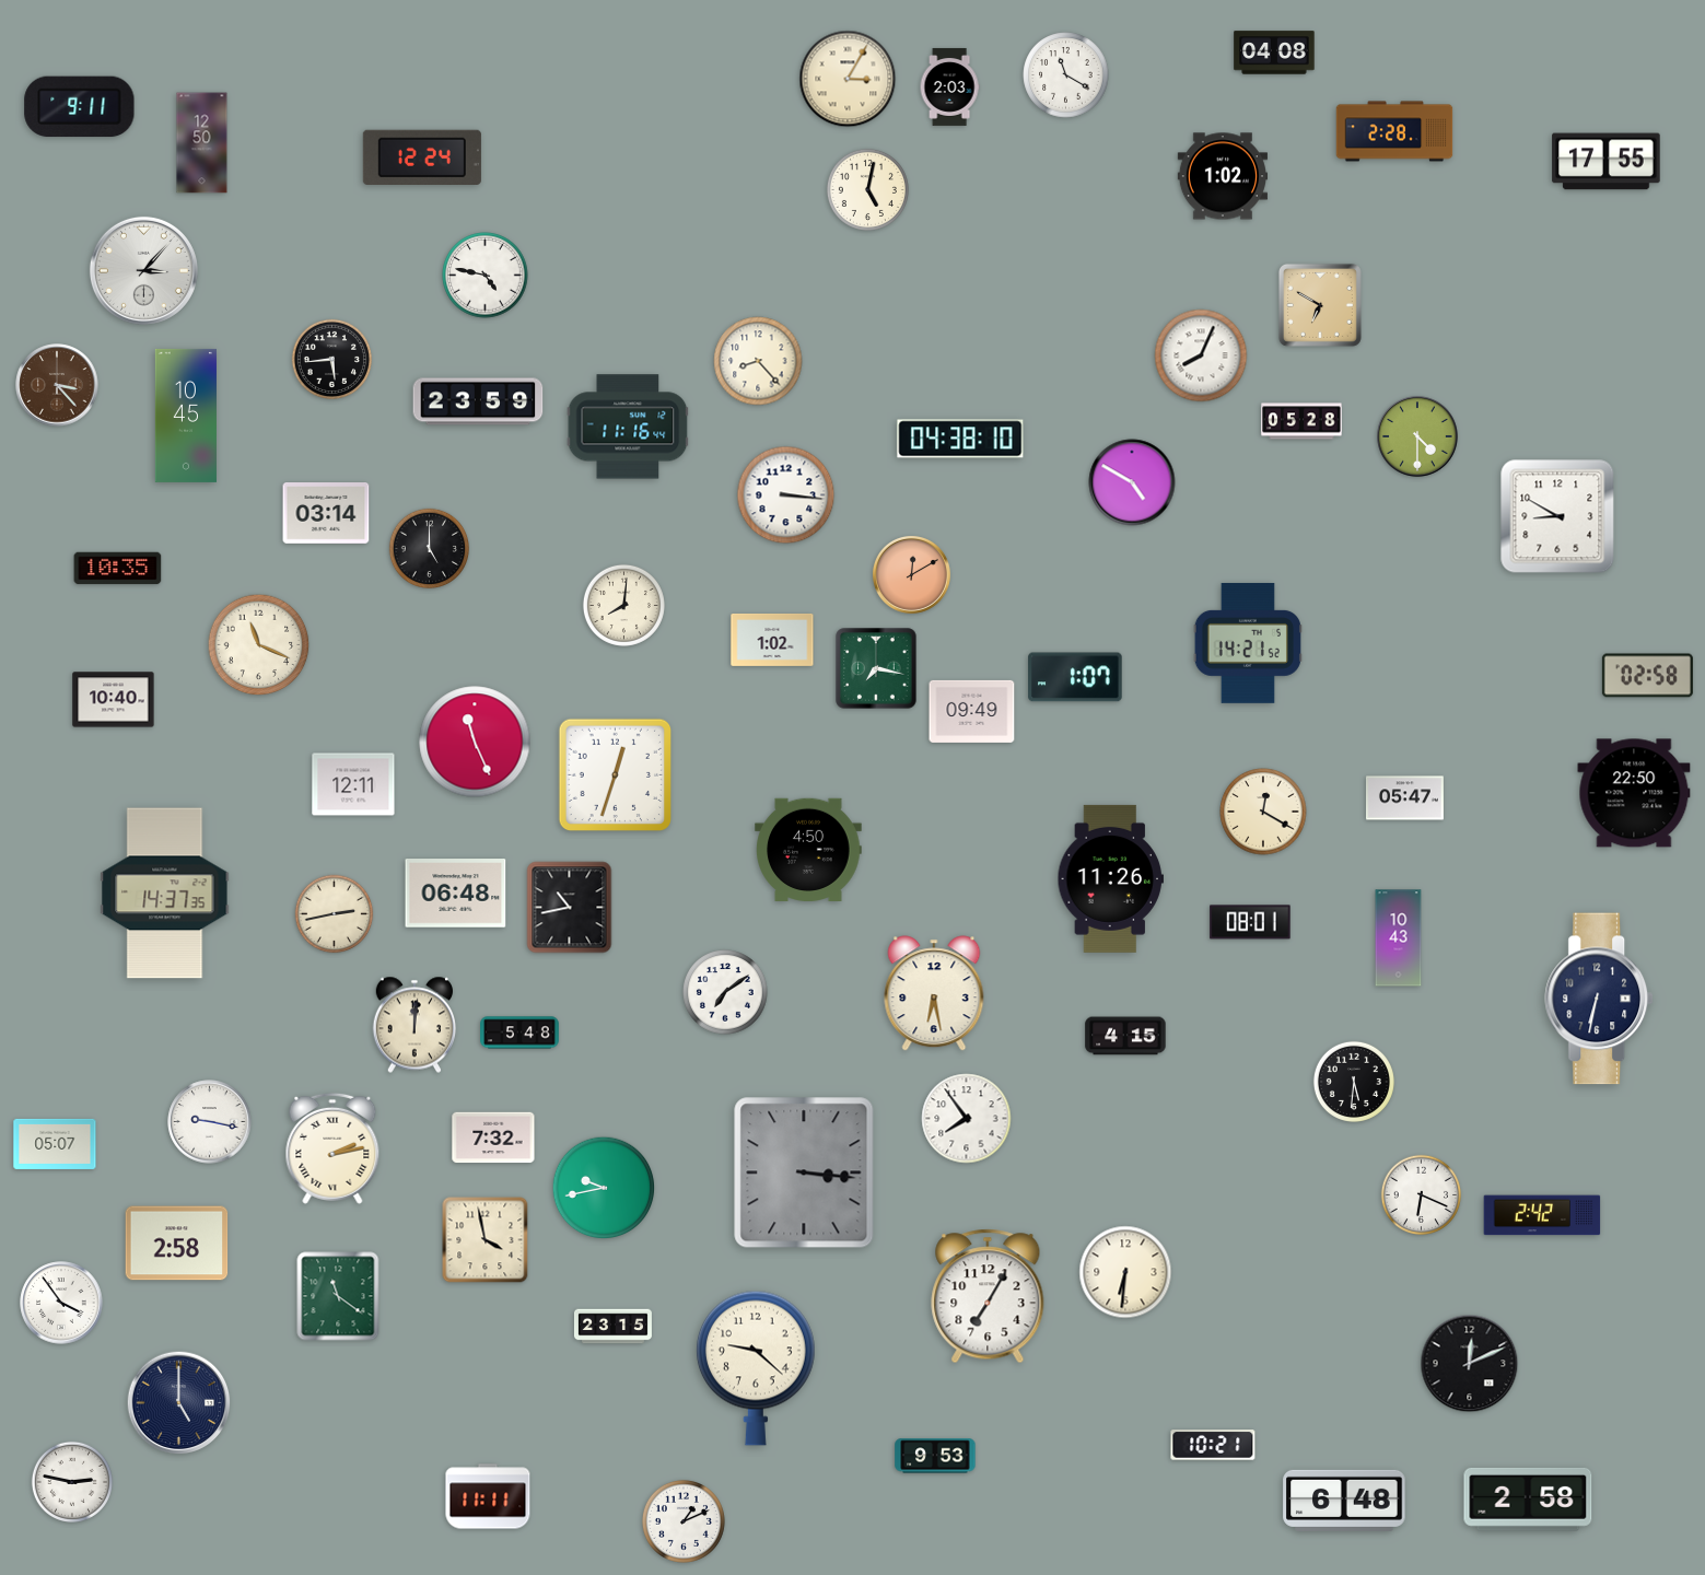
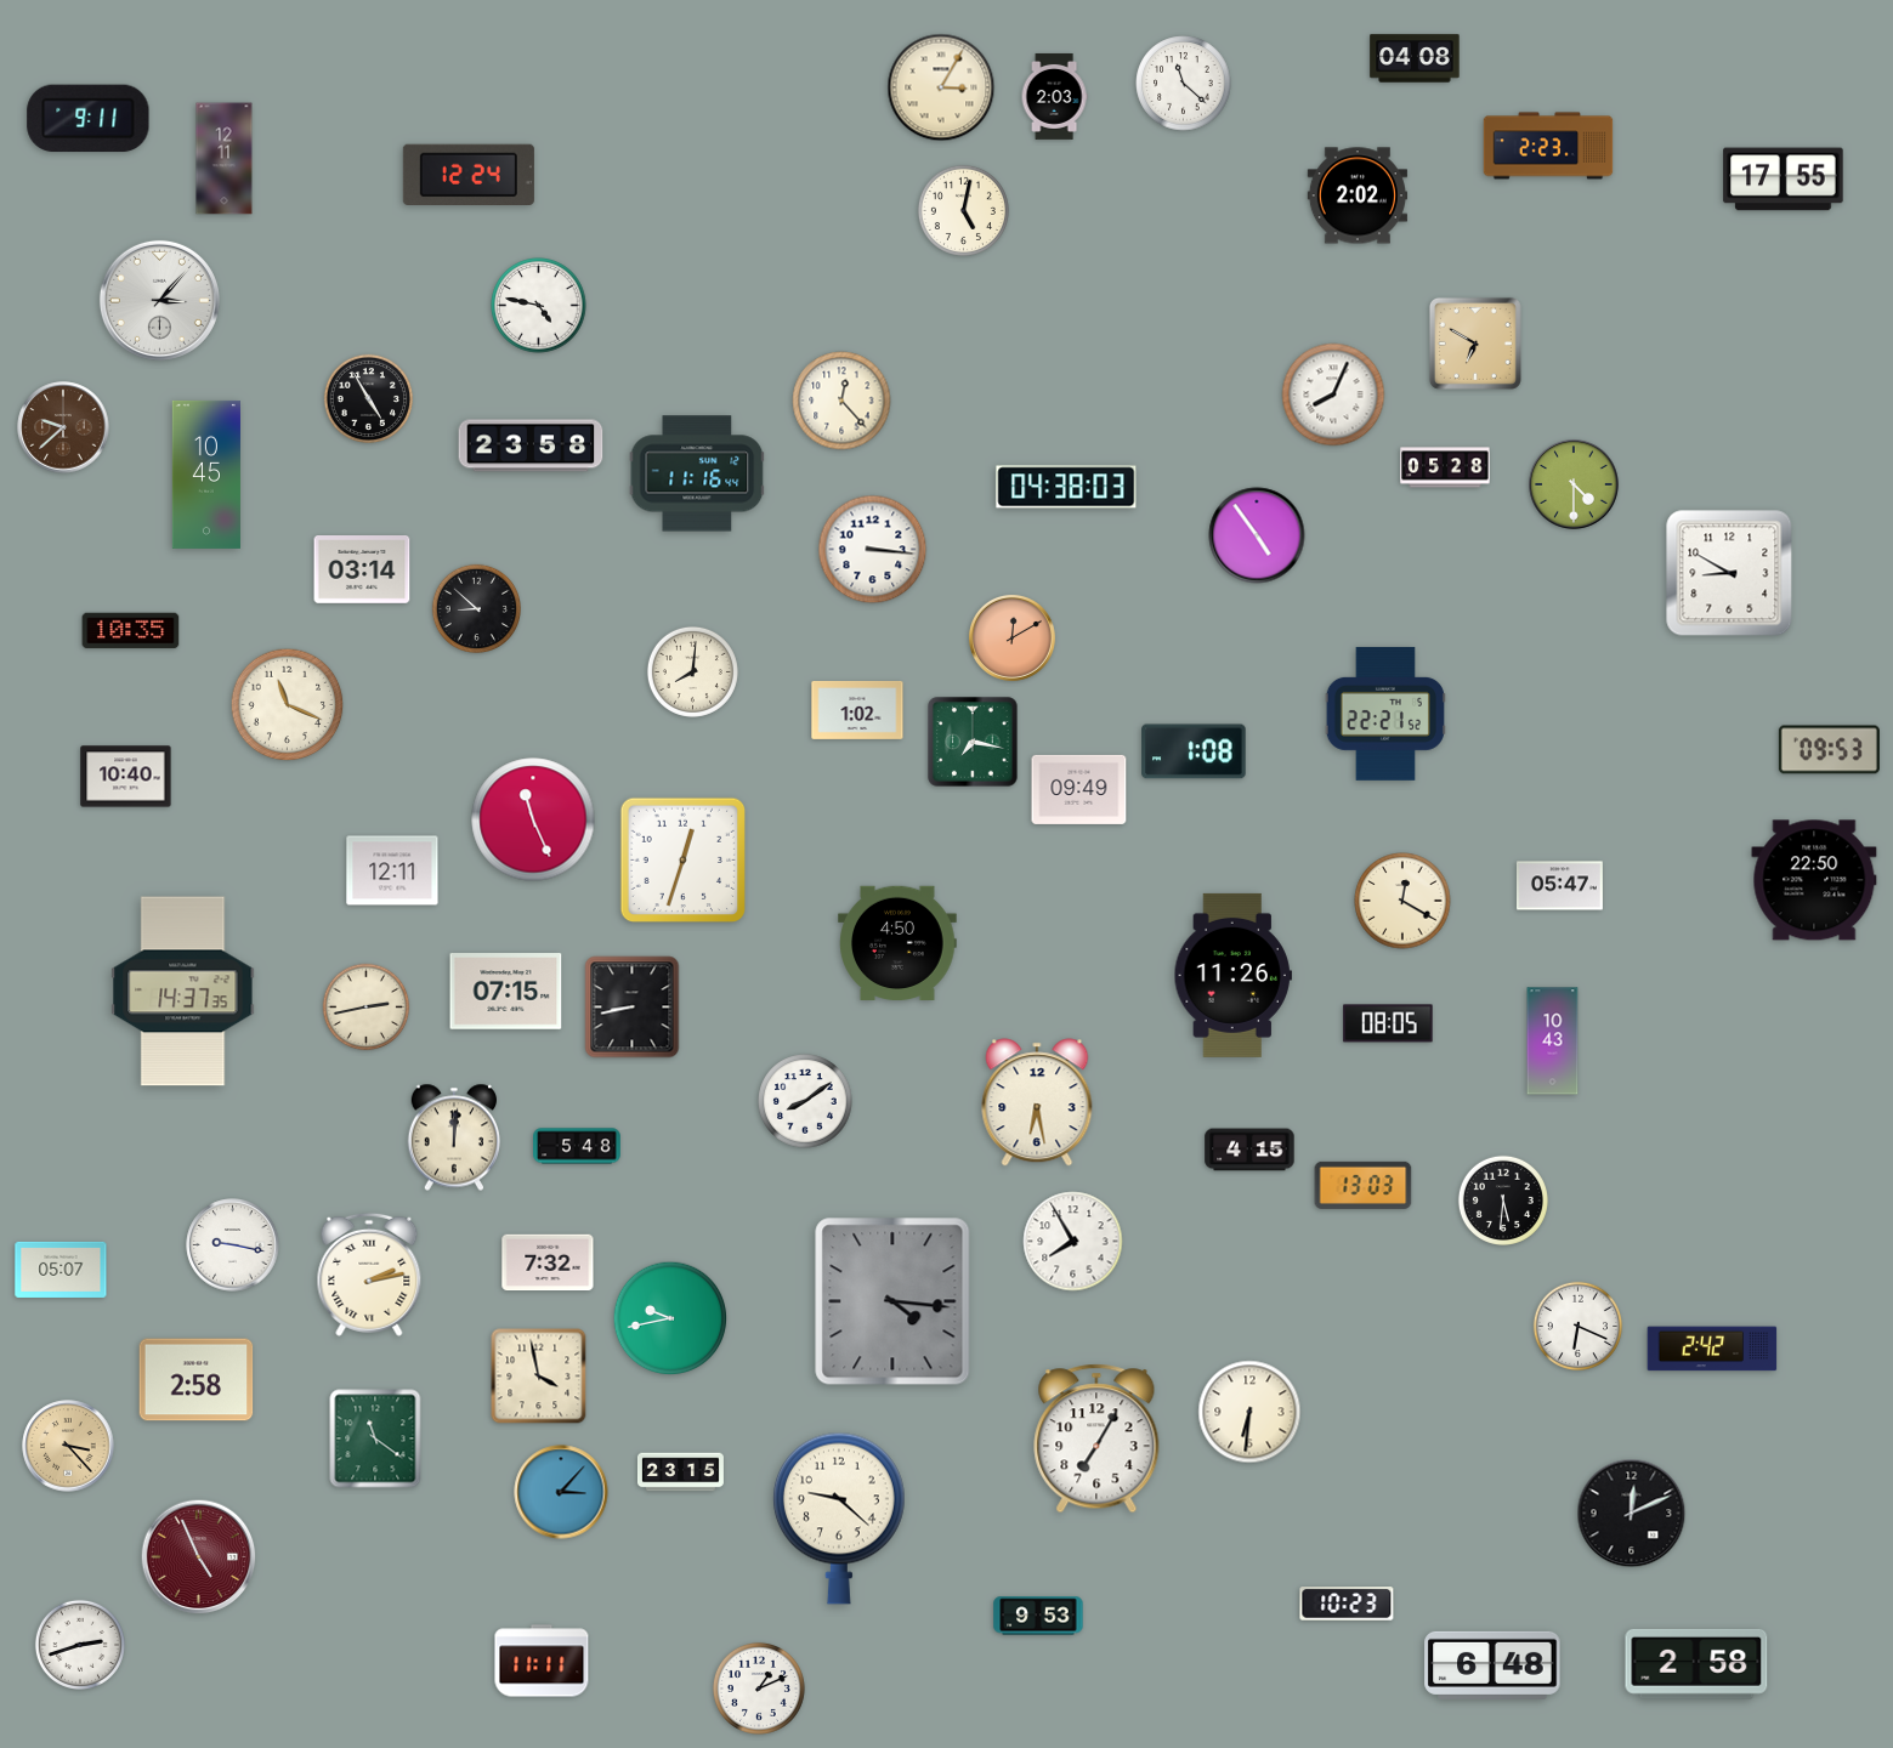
clock at (1066, 75): 11:20 -> 11:22
clock at (1394, 131): 2:28 -> 2:23
clock at (202, 143): 12:50 -> 12:11
clock at (1222, 176): 1:02 -> 2:02
clock at (1320, 305) position: (1320, 305) -> (1475, 344)
clock at (331, 359): 5:44 -> 4:55
clock at (758, 361): 8:23 -> 12:23
clock at (57, 385): 3:23 -> 9:38
clock at (478, 401): 23:59 -> 23:58
clock at (186, 416) position: (186, 416) -> (206, 475)
clock at (960, 439): 04:38:10 -> 04:38:03
clock at (1132, 482): 4:50 -> 4:54
clock at (429, 548): 5:00 -> 8:52
clock at (1247, 643): 14:21 -> 22:21
clock at (259, 645) position: (259, 645) -> (288, 705)
clock at (1647, 676): 02:58 -> 09:53
clock at (1075, 677): 1:07 -> 1:08
clock at (475, 742) position: (475, 742) -> (533, 819)
clock at (456, 894): 06:48 -> 07:15
clock at (570, 908): 10:43 -> 8:43
clock at (335, 914) position: (335, 914) -> (367, 1008)
clock at (1250, 922): 08:01 -> 08:05
clock at (725, 992): 7:09 -> 8:09
clock at (1600, 999): 6:32 -> none
clock at (414, 1025) position: (414, 1025) -> (454, 1137)
clock at (1364, 1185): none -> 13:03
clock at (967, 1119): 7:54 -> 7:55
clock at (804, 1172): 3:16 -> 4:16
clock at (61, 1303): 3:54 -> 3:23
clock at (61, 1303) dial: white -> champagne
clock at (561, 1492): none -> 3:07
clock at (179, 1403): 5:00 -> 4:56
clock at (179, 1403) dial: navy -> burgundy
clock at (1213, 1445): 10:21 -> 10:23
clock at (72, 1482): 2:47 -> 2:42
